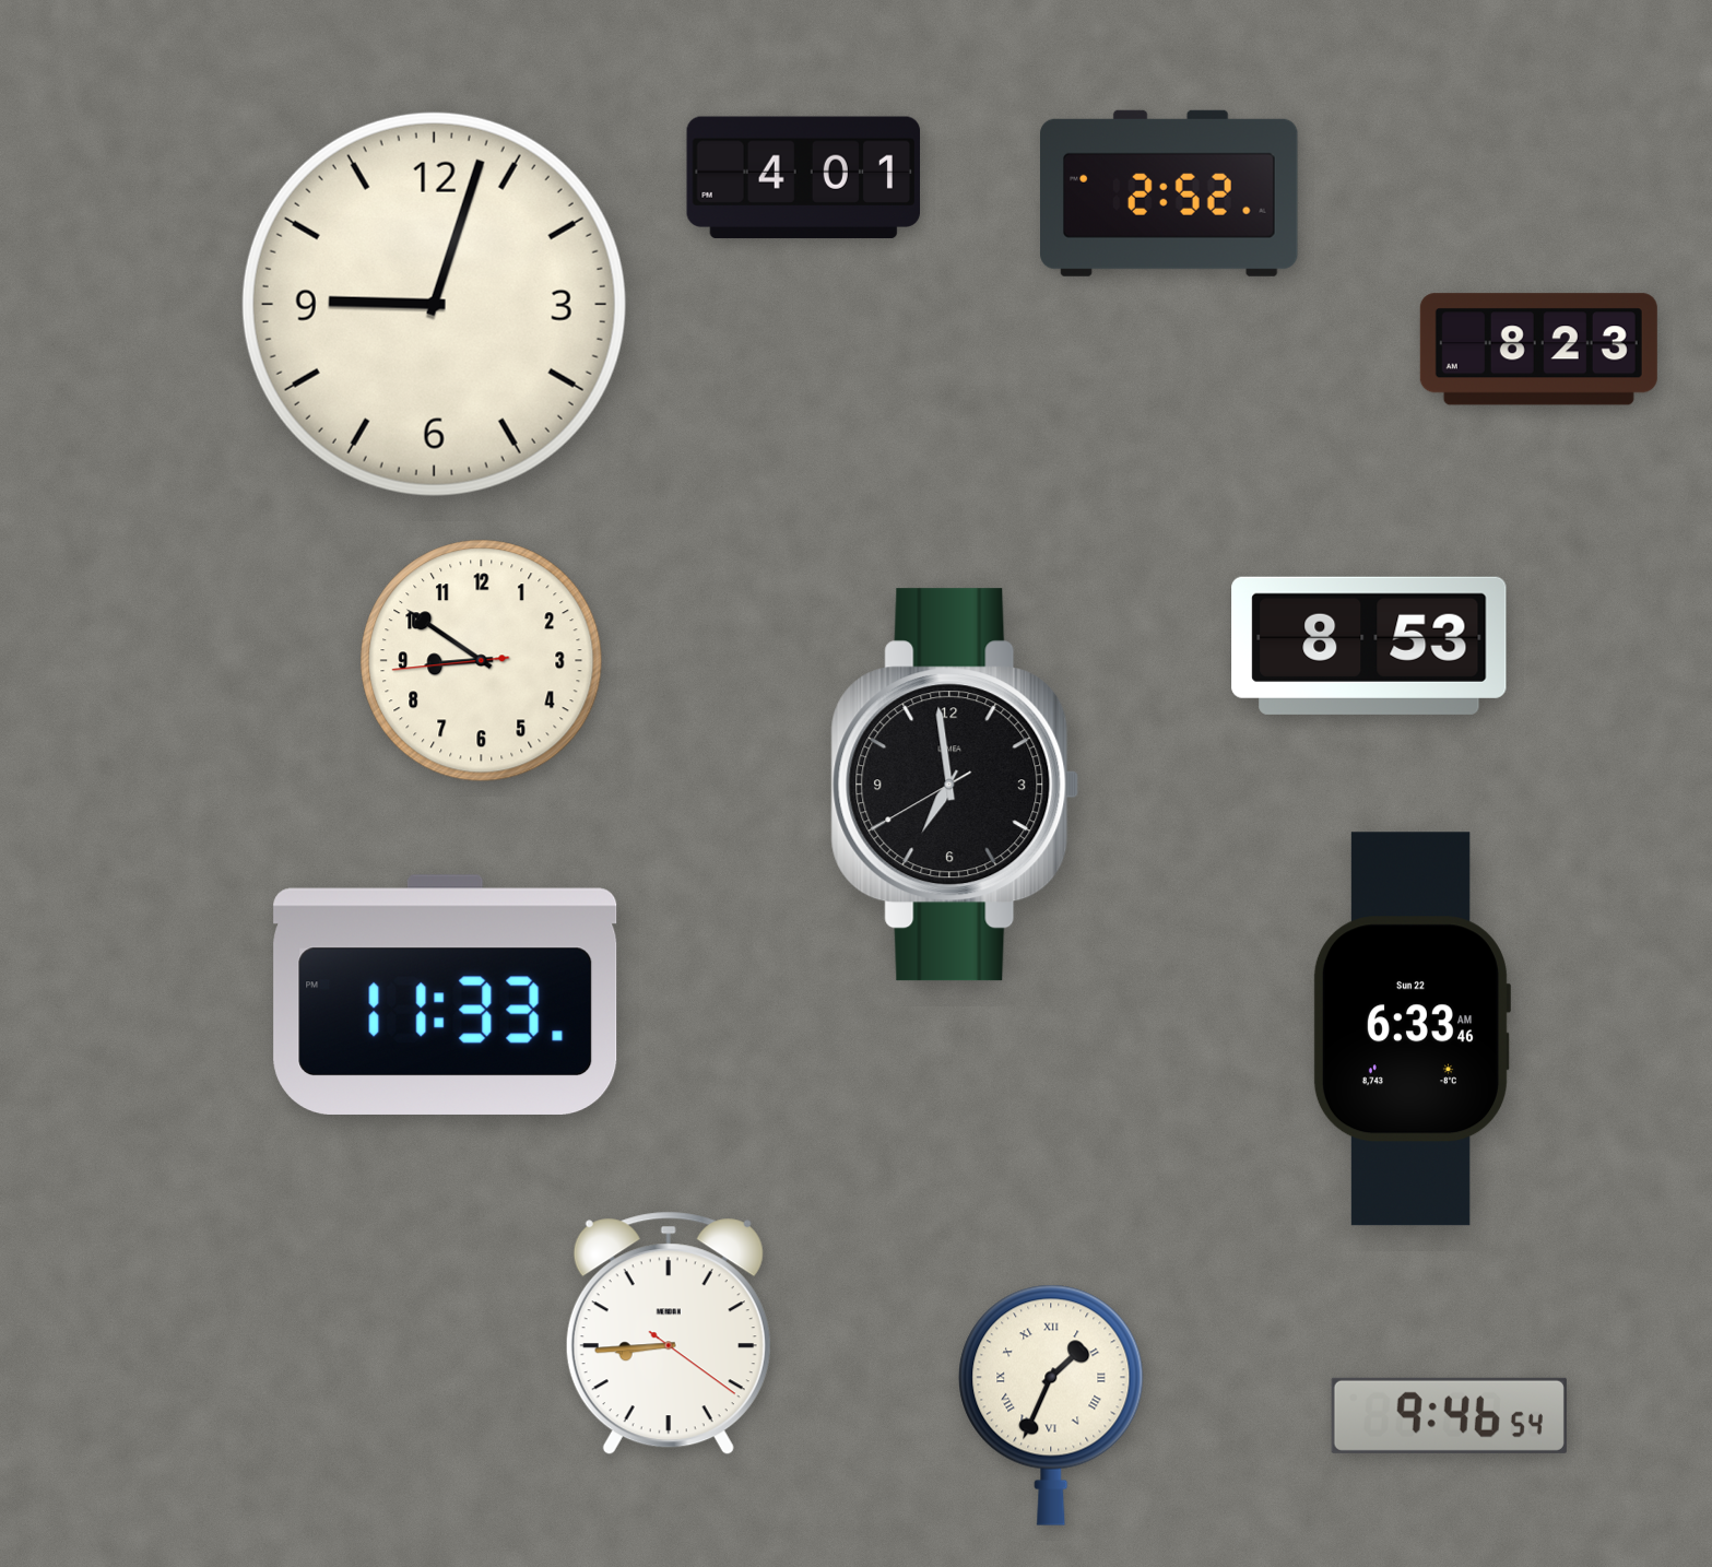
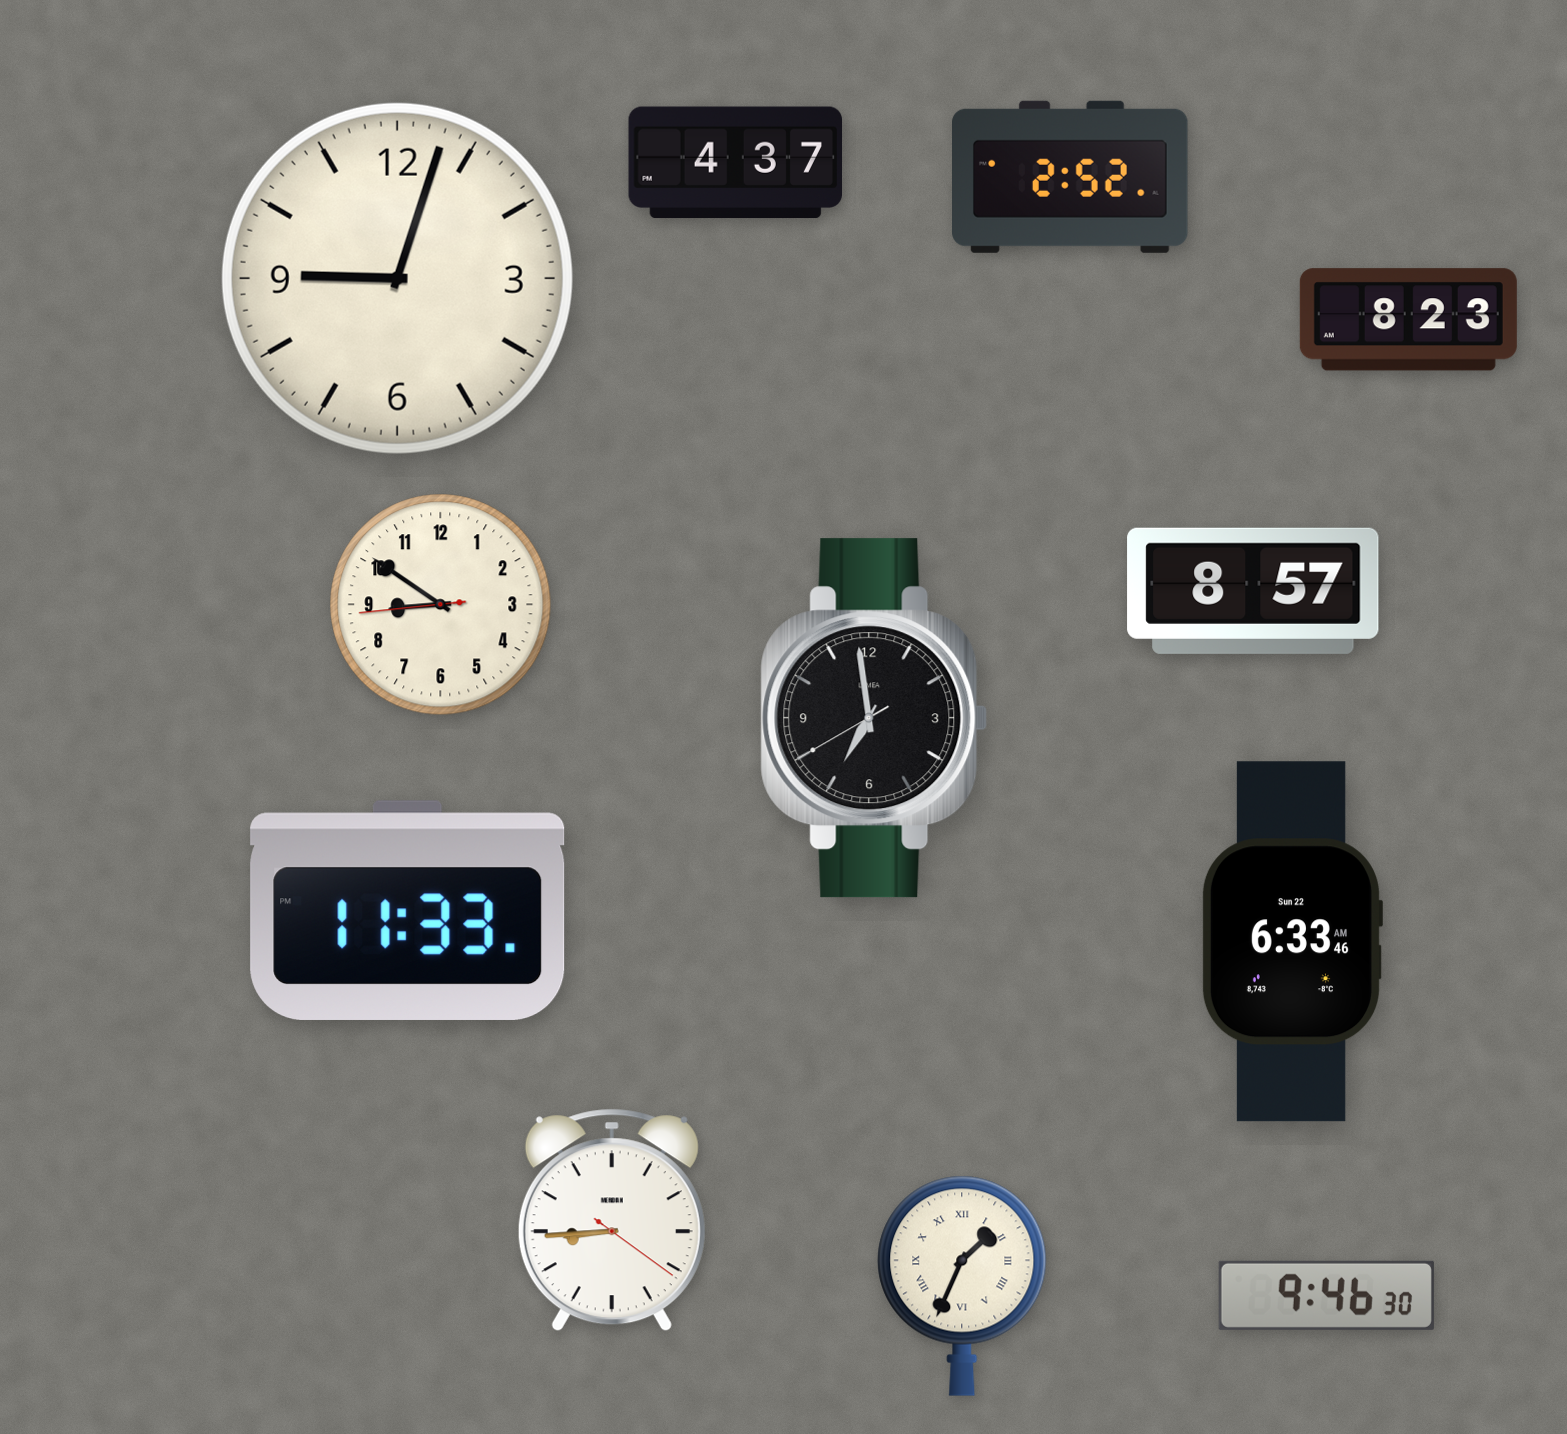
clock at (803, 178): 4:01 -> 4:37
clock at (1369, 646): 8:53 -> 8:57
clock at (1449, 1415): 9:46:54 -> 9:46:30
